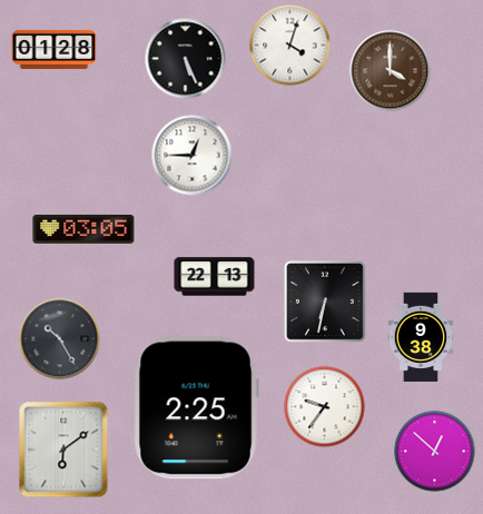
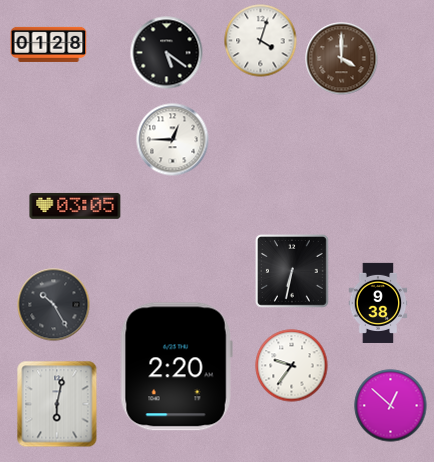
clock at (186, 59): 5:26 -> 5:21
clock at (391, 71) position: (391, 71) -> (342, 59)
clock at (215, 277): 22:13 -> none
clock at (196, 408): 2:25 -> 2:20
clock at (63, 449): 6:09 -> 6:02
